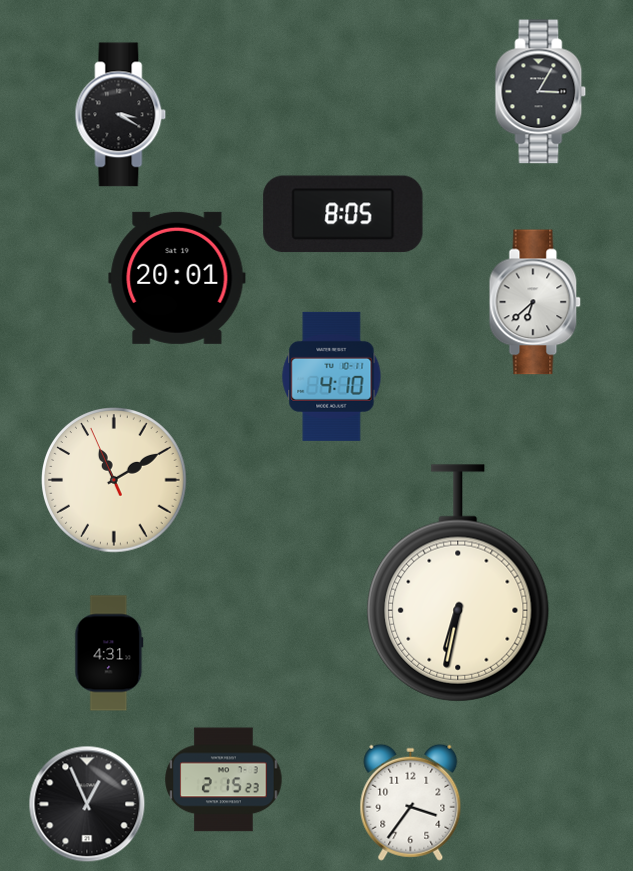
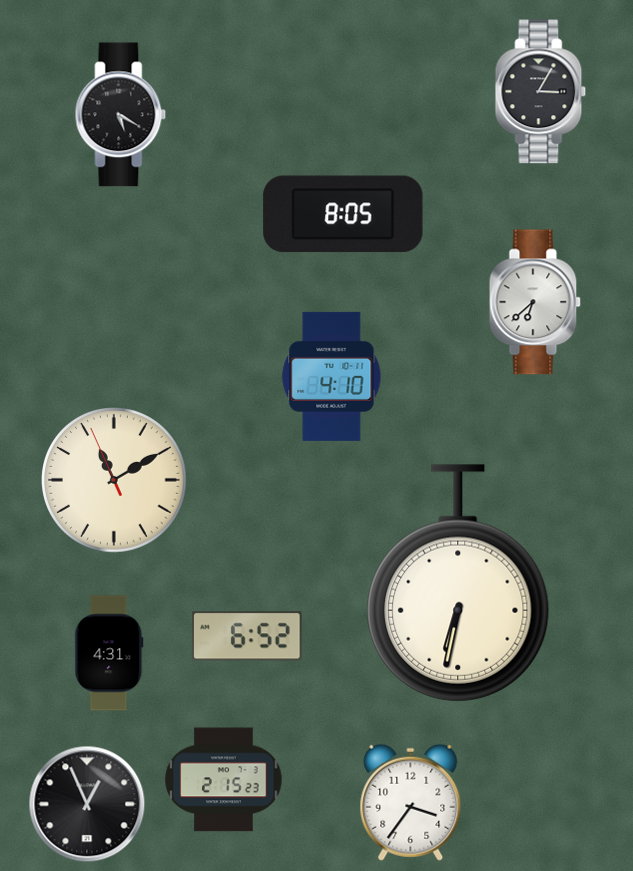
clock at (121, 115): 3:20 -> 5:20
clock at (177, 278): 20:01 -> none
clock at (248, 636): none -> 6:52
